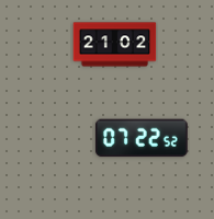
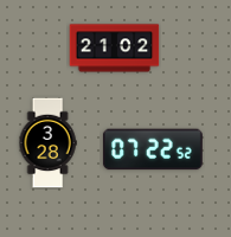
clock at (115, 45) position: (115, 45) -> (115, 49)
clock at (47, 143): none -> 3:28
